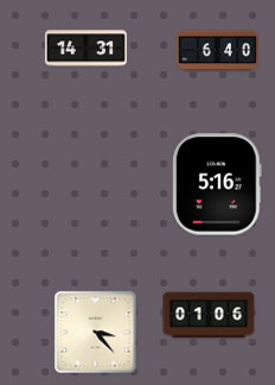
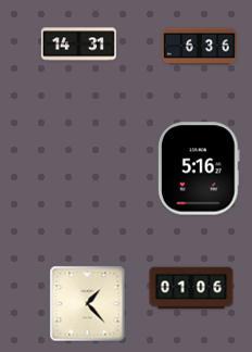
clock at (217, 51): 6:40 -> 6:36
clock at (96, 333): 3:23 -> 1:23
